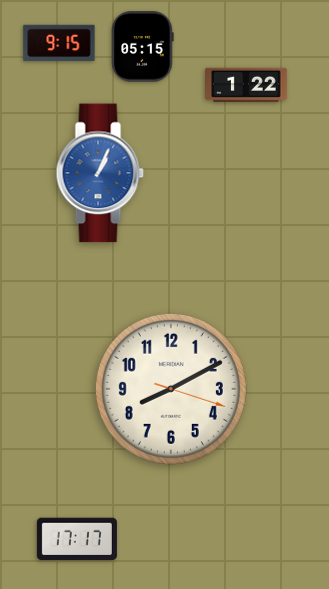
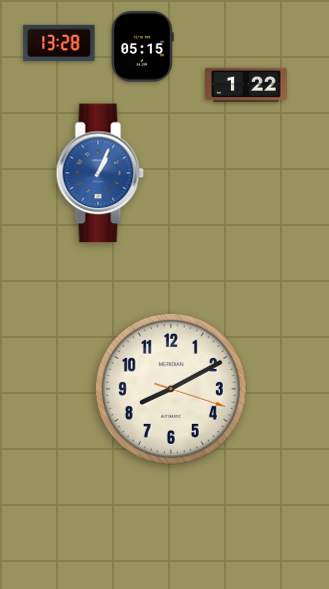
clock at (59, 43): 9:15 -> 13:28
clock at (77, 539): 17:17 -> none
